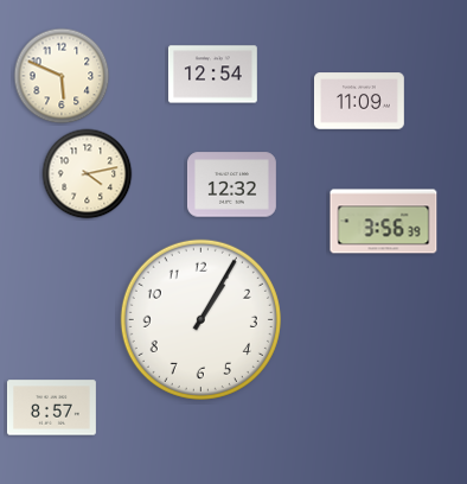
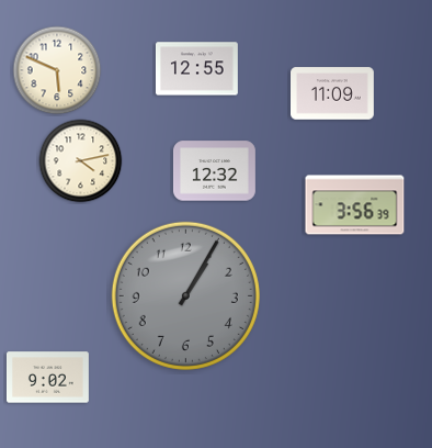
clock at (212, 75): 12:54 -> 12:55
clock at (200, 319) dial: white -> grey
clock at (51, 408): 8:57 -> 9:02
